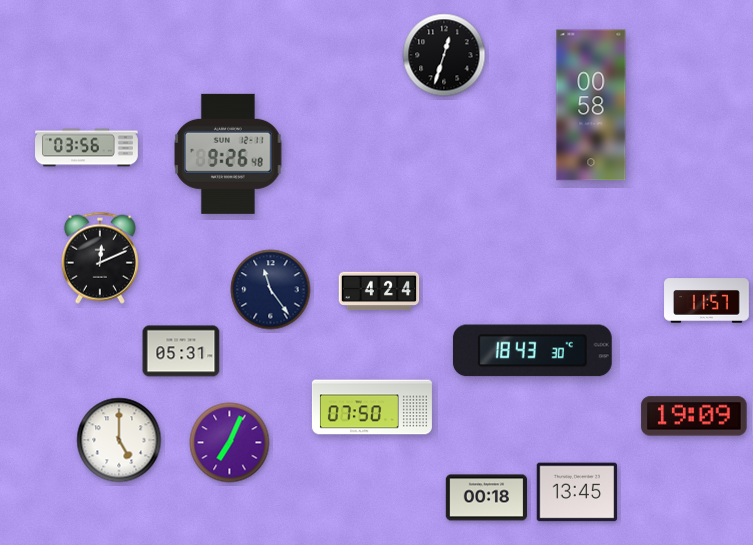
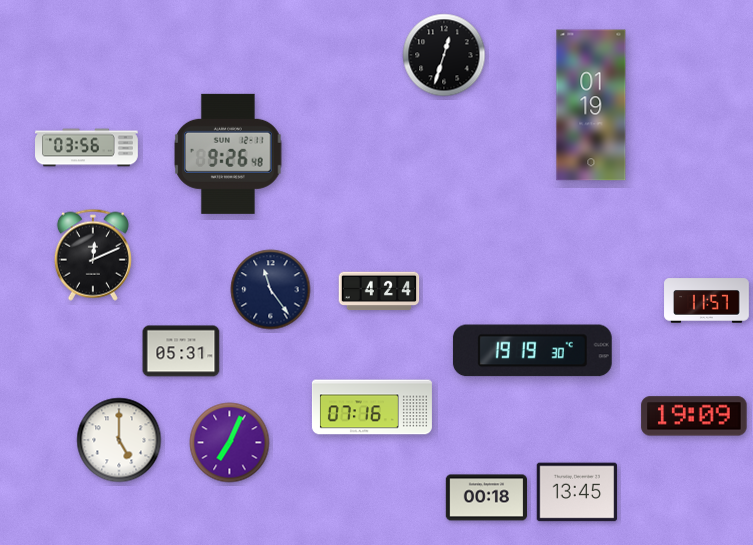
clock at (591, 105): 00:58 -> 01:19
clock at (100, 258) position: (100, 258) -> (93, 255)
clock at (532, 351): 18:43 -> 19:19
clock at (372, 407): 07:50 -> 07:16
